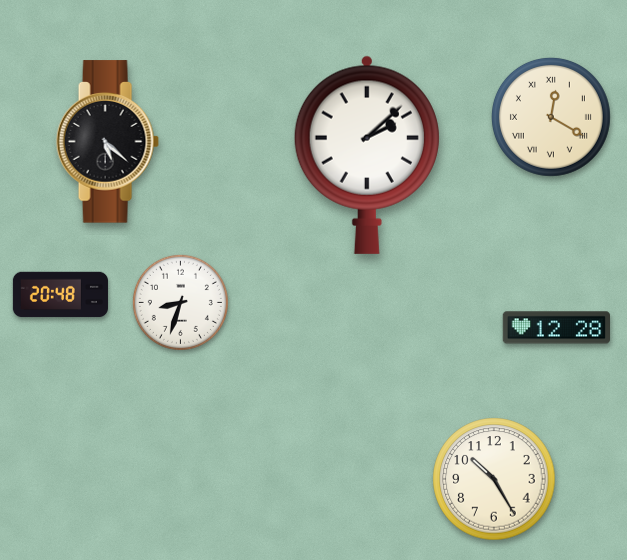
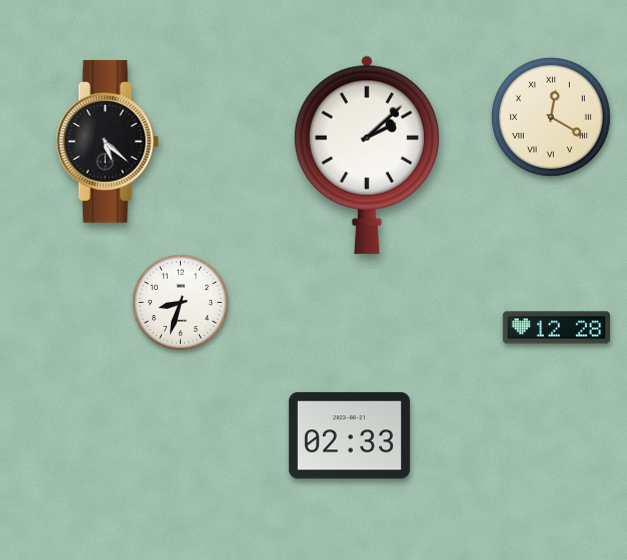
clock at (60, 295): 20:48 -> none
clock at (349, 436): none -> 02:33
clock at (494, 479): 10:25 -> none
